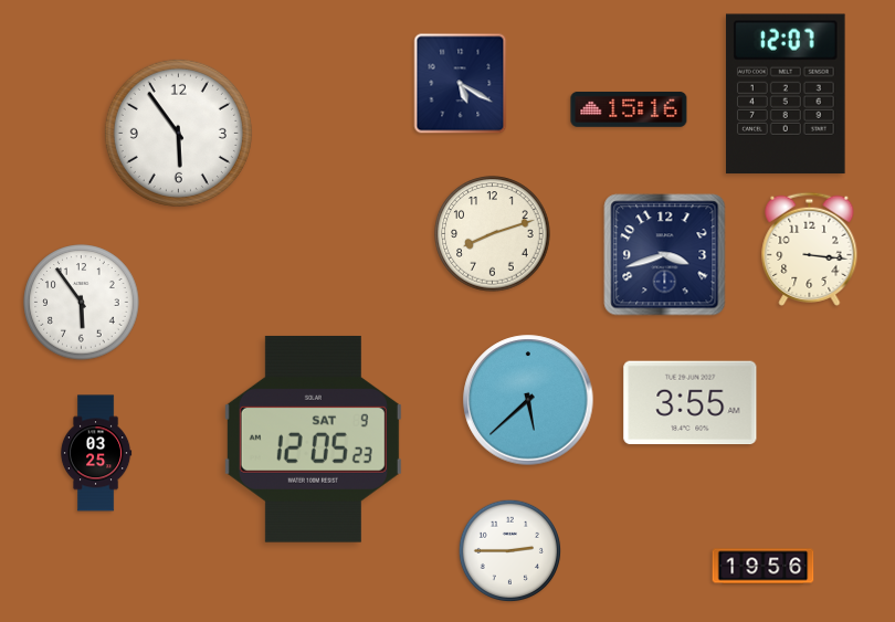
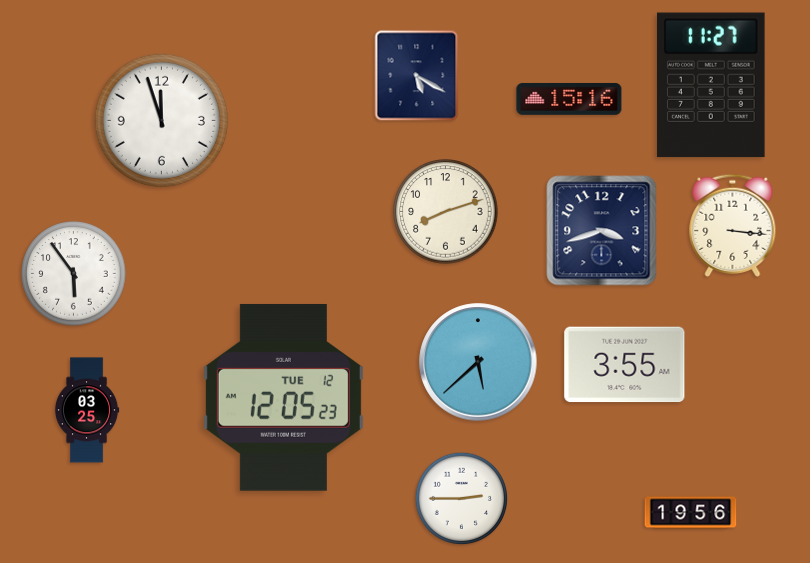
clock at (786, 94): 12:07 -> 11:27
clock at (178, 133): 5:54 -> 11:57
clock at (313, 439) date: SAT 9 -> TUE 12
